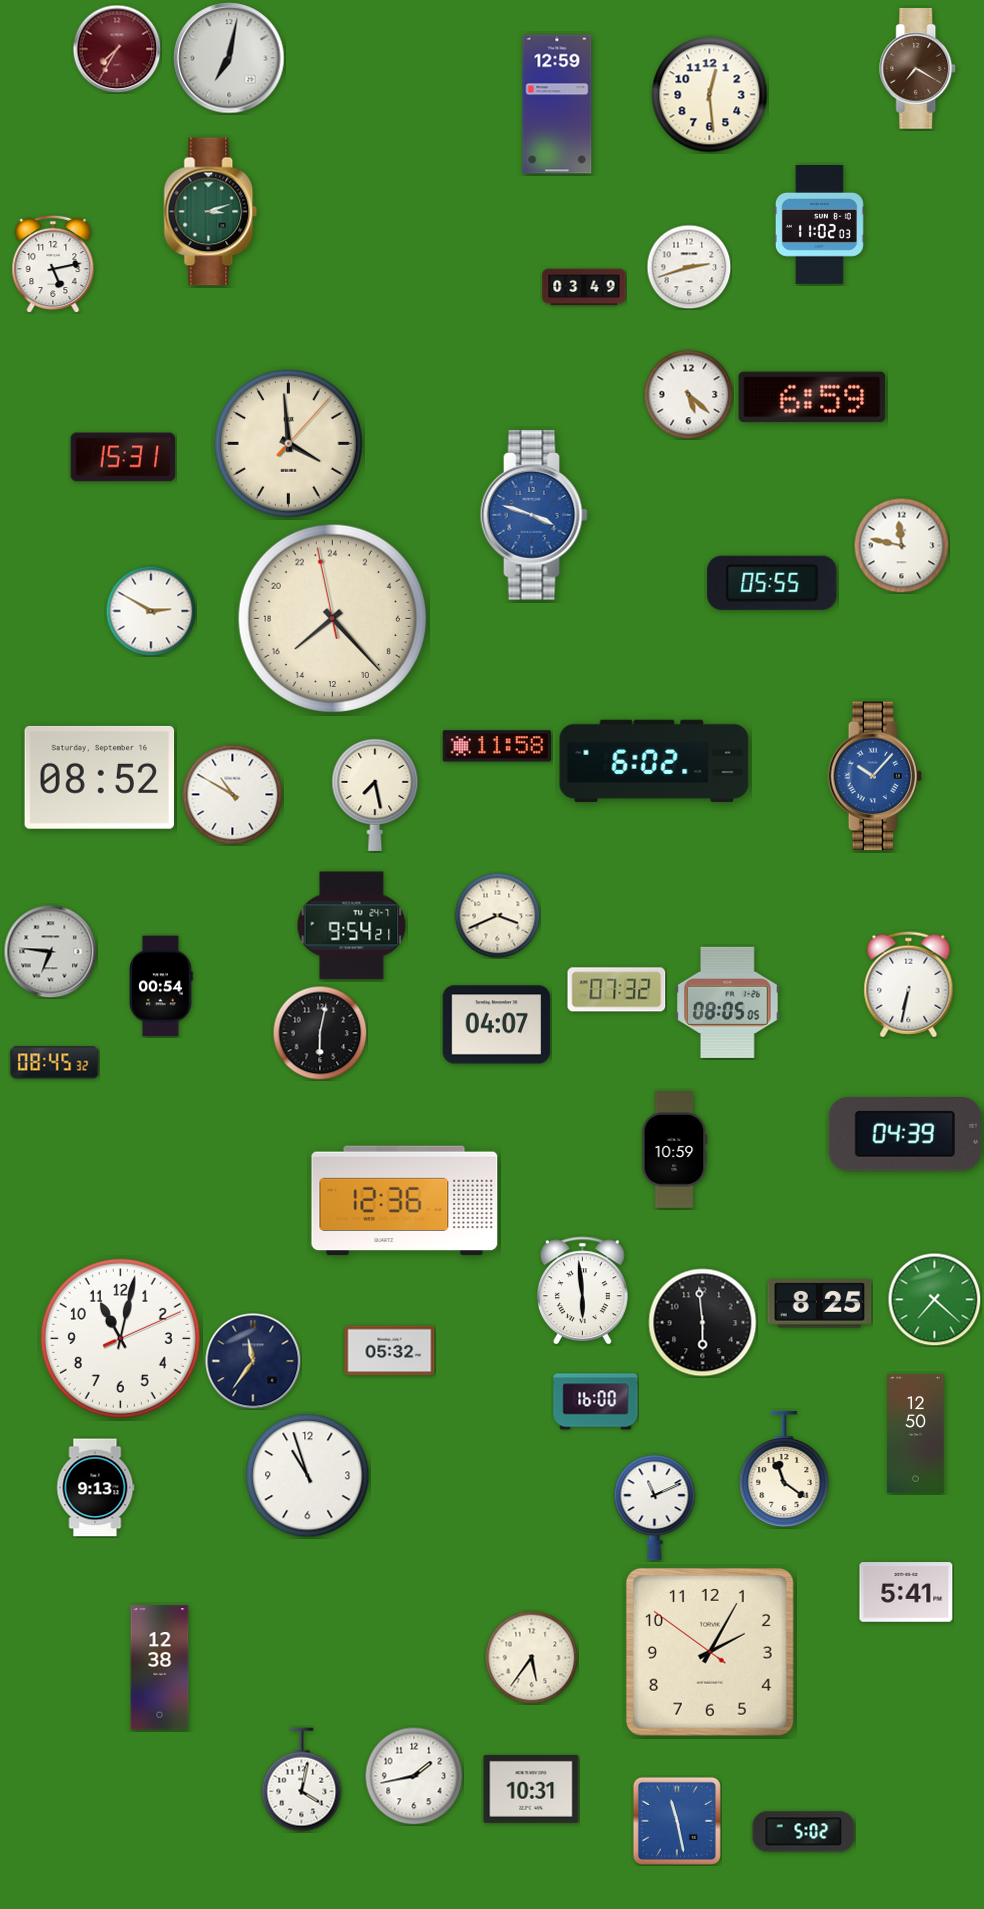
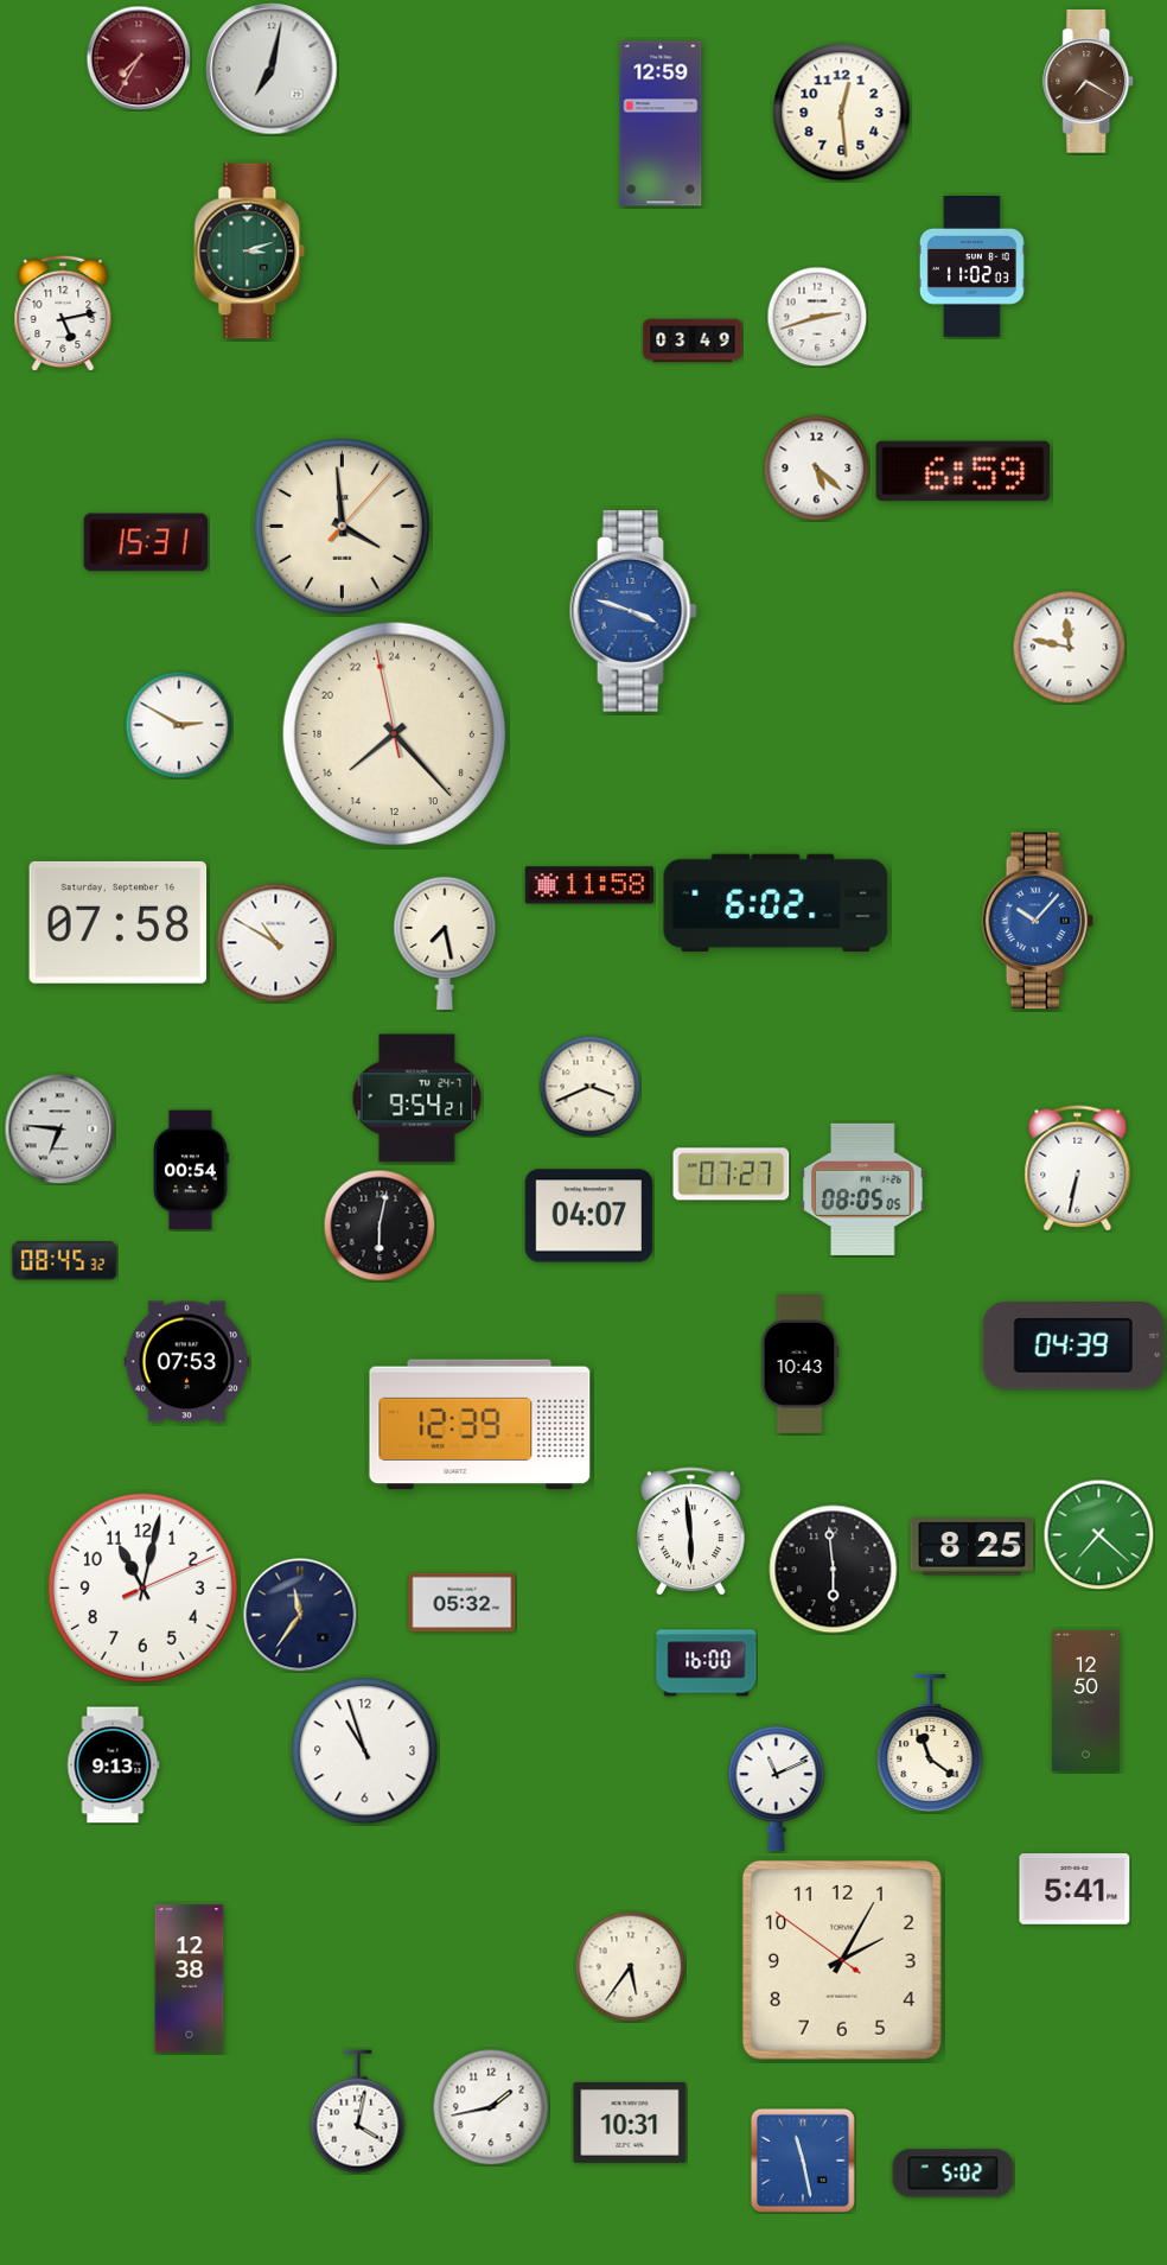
clock at (772, 583): 05:55 -> none
clock at (100, 777): 08:52 -> 07:58
clock at (617, 990): 07:32 -> 07:27
clock at (187, 1362): none -> 07:53
clock at (675, 1149): 10:59 -> 10:43
clock at (405, 1201): 12:36 -> 12:39
clock at (934, 1299) position: (934, 1299) -> (1098, 1534)
